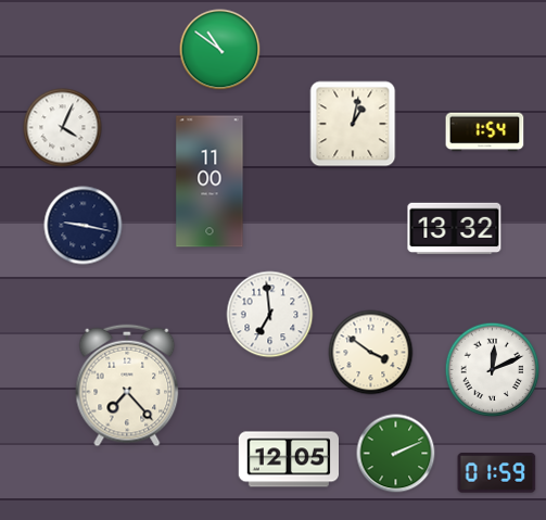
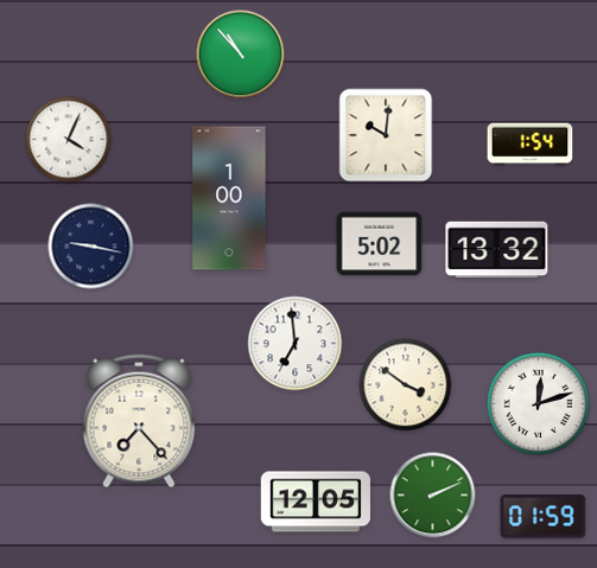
clock at (220, 50): 10:51 -> 10:53
clock at (353, 124): 1:02 -> 10:01
clock at (209, 181): 11:00 -> 1:00
clock at (380, 244): none -> 5:02
clock at (493, 370): 12:11 -> 12:12
